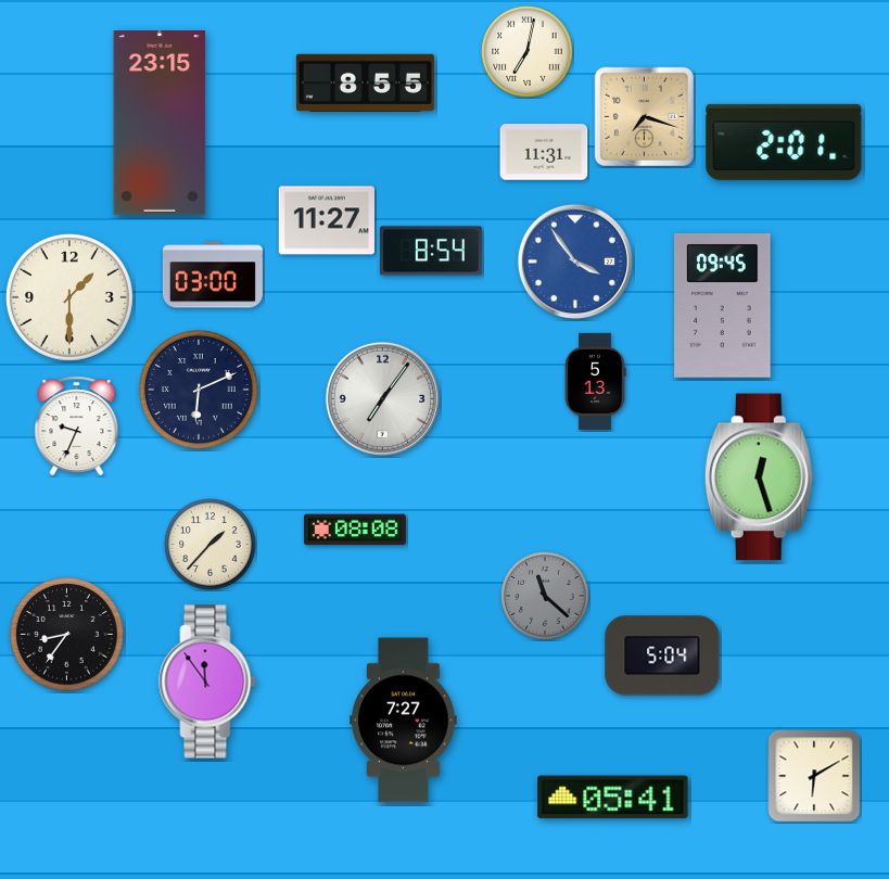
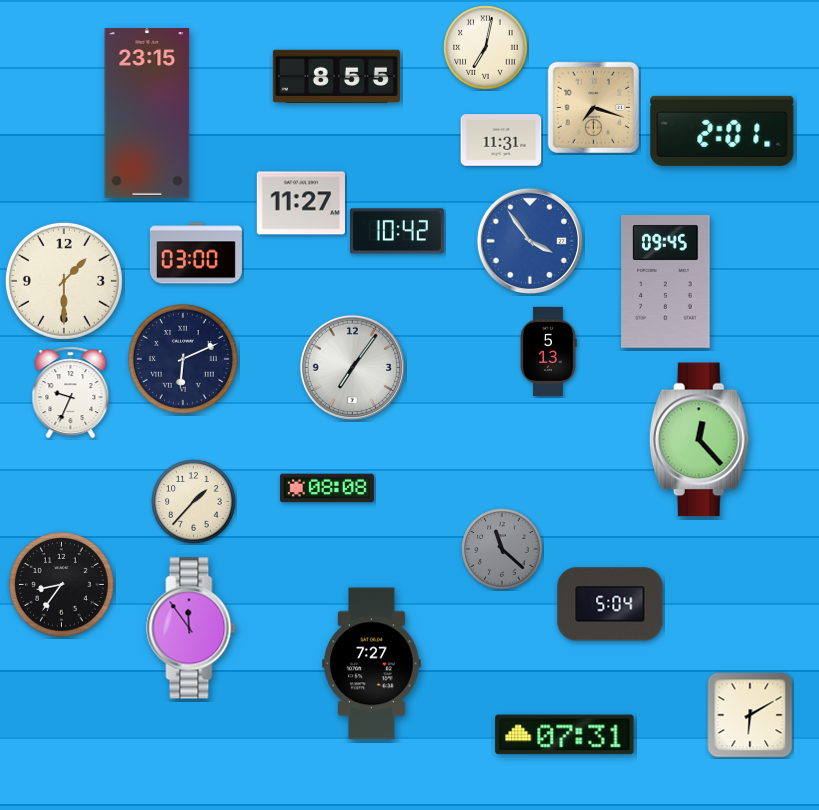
clock at (431, 251): 8:54 -> 10:42
clock at (69, 297) position: (69, 297) -> (64, 281)
clock at (759, 477): 12:27 -> 12:23
clock at (613, 798): 05:41 -> 07:31
